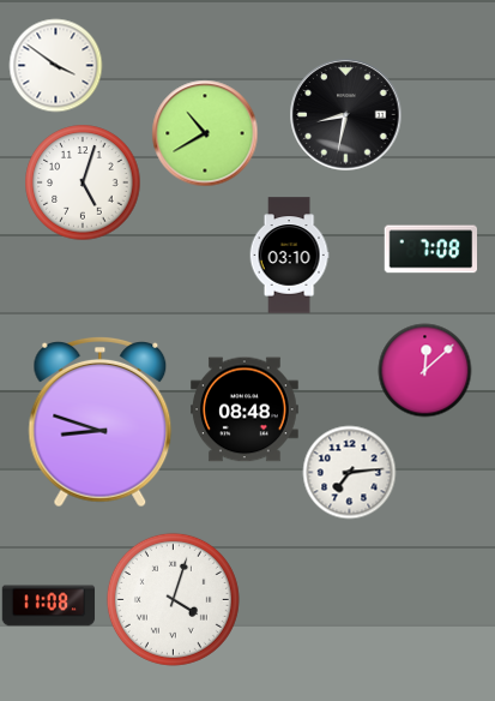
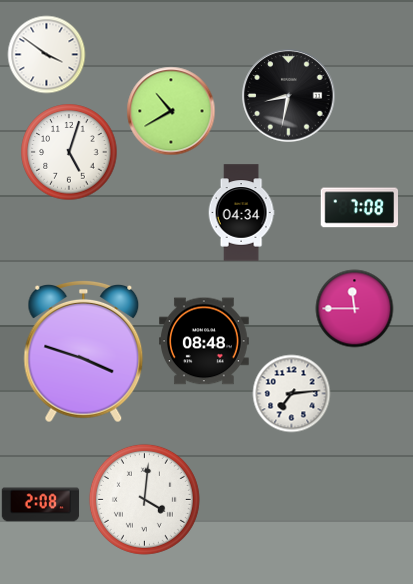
clock at (289, 256): 03:10 -> 04:34
clock at (424, 370): 12:08 -> 11:45
clock at (101, 421): 8:48 -> 3:48
clock at (173, 599): 4:03 -> 4:01
clock at (48, 606): 11:08 -> 2:08
